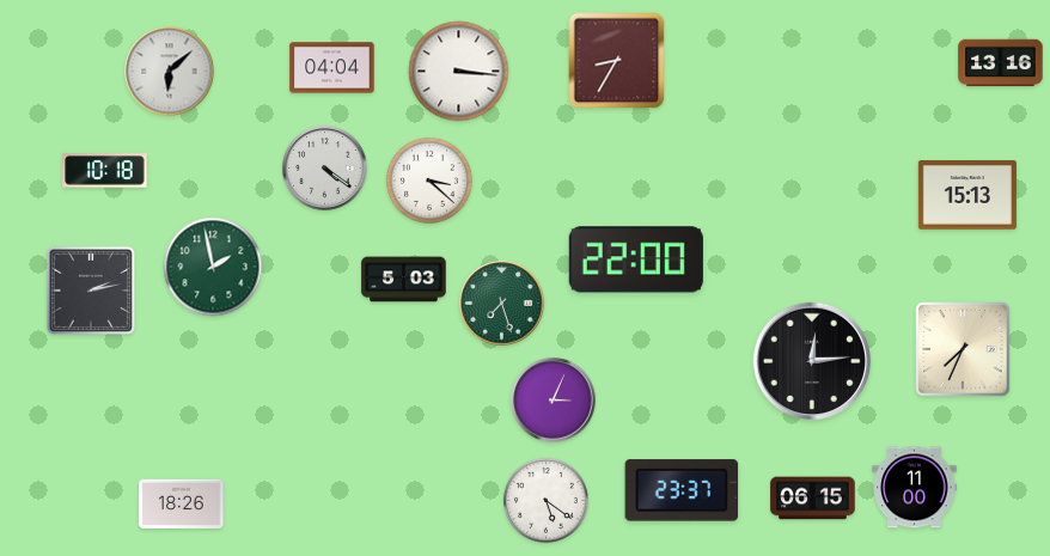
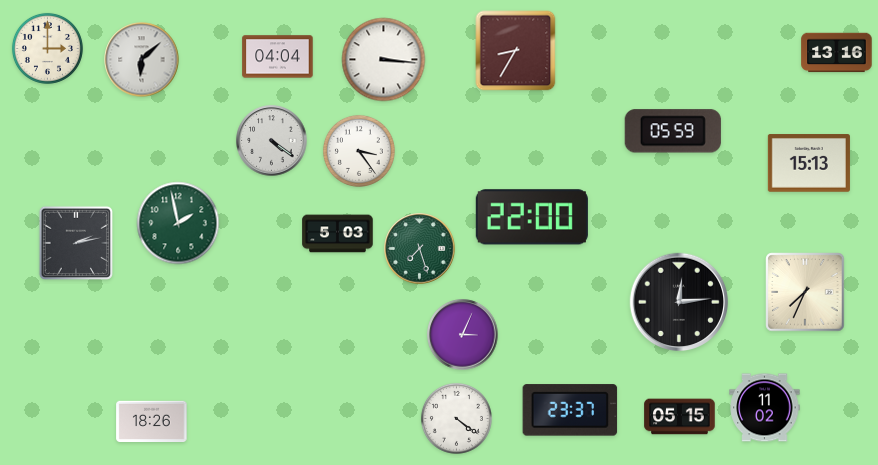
clock at (47, 48): none -> 3:00
clock at (673, 131): none -> 05:59
clock at (105, 171): 10:18 -> none
clock at (429, 181): 3:22 -> 3:24
clock at (502, 304) position: (502, 304) -> (420, 249)
clock at (915, 488): 11:00 -> 11:02
clock at (813, 499): 06:15 -> 05:15
clock at (545, 500): 5:21 -> 4:21
